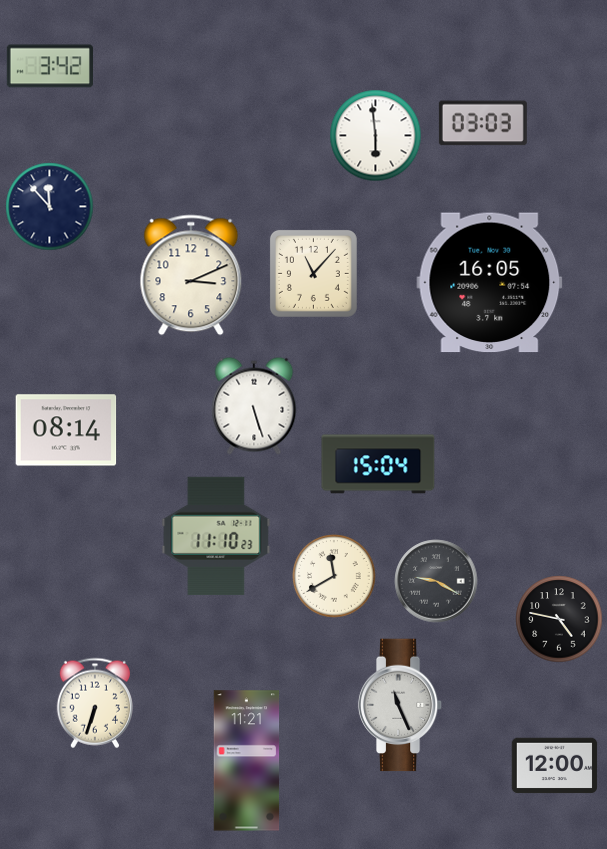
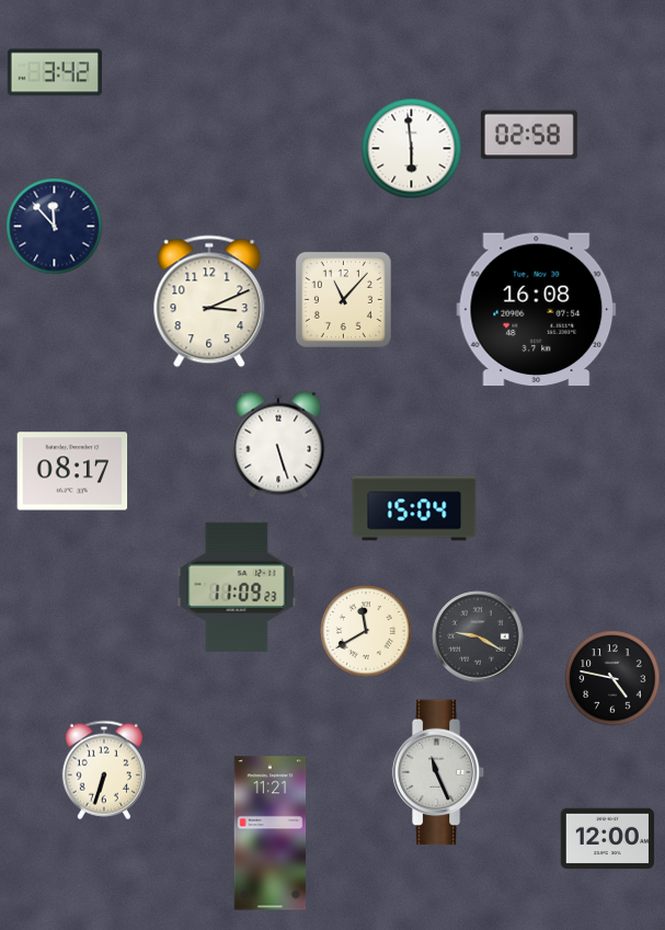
clock at (483, 123): 03:03 -> 02:58
clock at (490, 283): 16:05 -> 16:08
clock at (66, 430): 08:14 -> 08:17
clock at (216, 536): 11:10 -> 11:09
